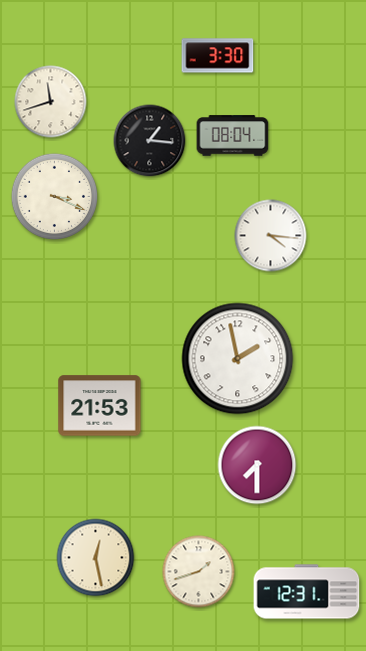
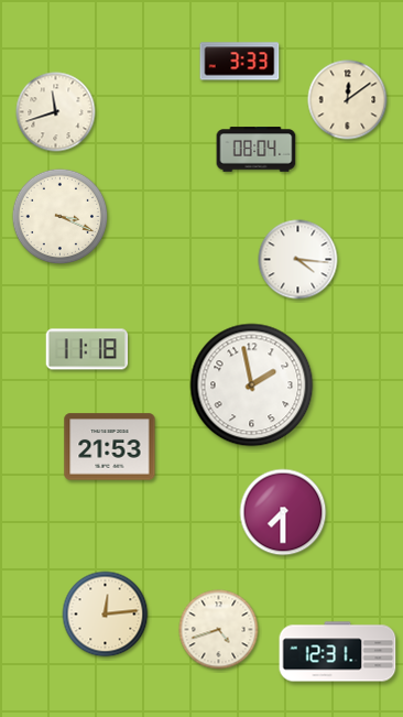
clock at (218, 56): 3:30 -> 3:33
clock at (348, 100): none -> 12:09
clock at (150, 141): 1:16 -> none
clock at (87, 349): none -> 11:18
clock at (238, 359) position: (238, 359) -> (252, 385)
clock at (96, 558): 12:28 -> 12:14
clock at (199, 572): 1:42 -> 4:42
